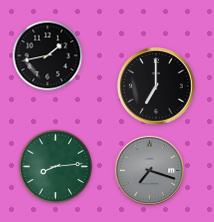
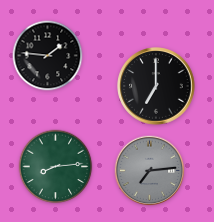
clock at (48, 56): 1:43 -> 1:46
clock at (150, 171): 7:18 -> 7:14
